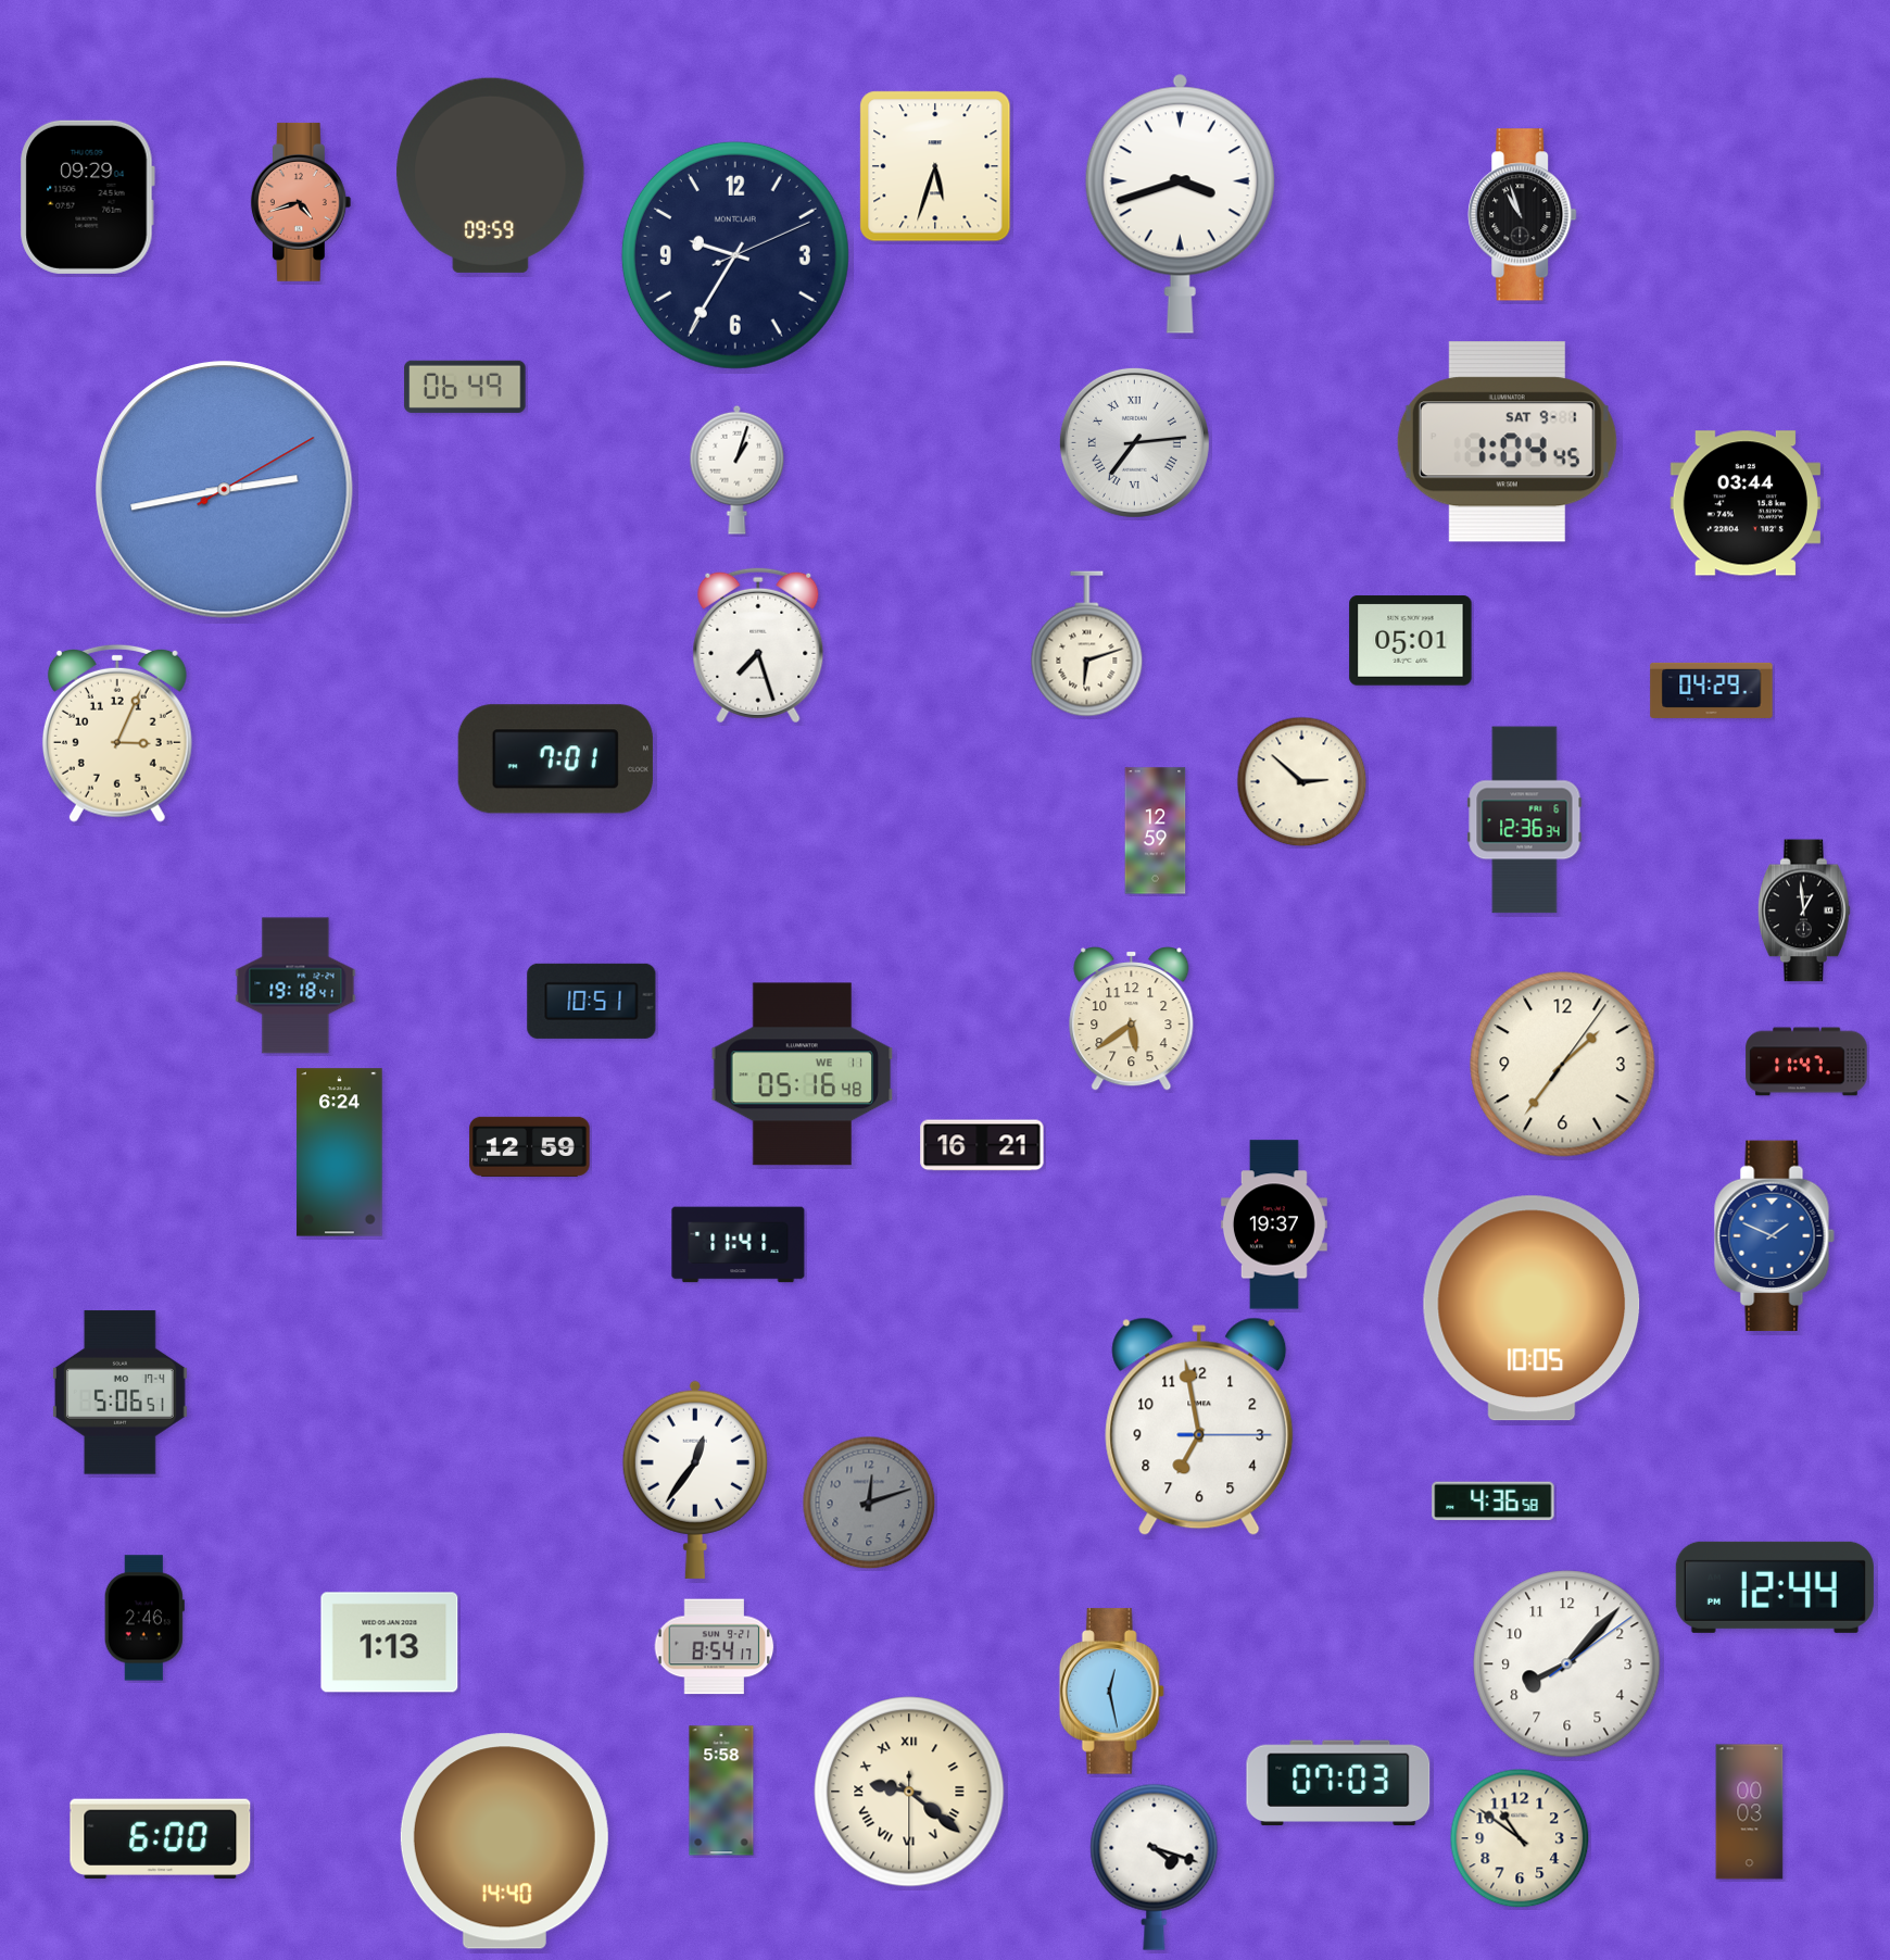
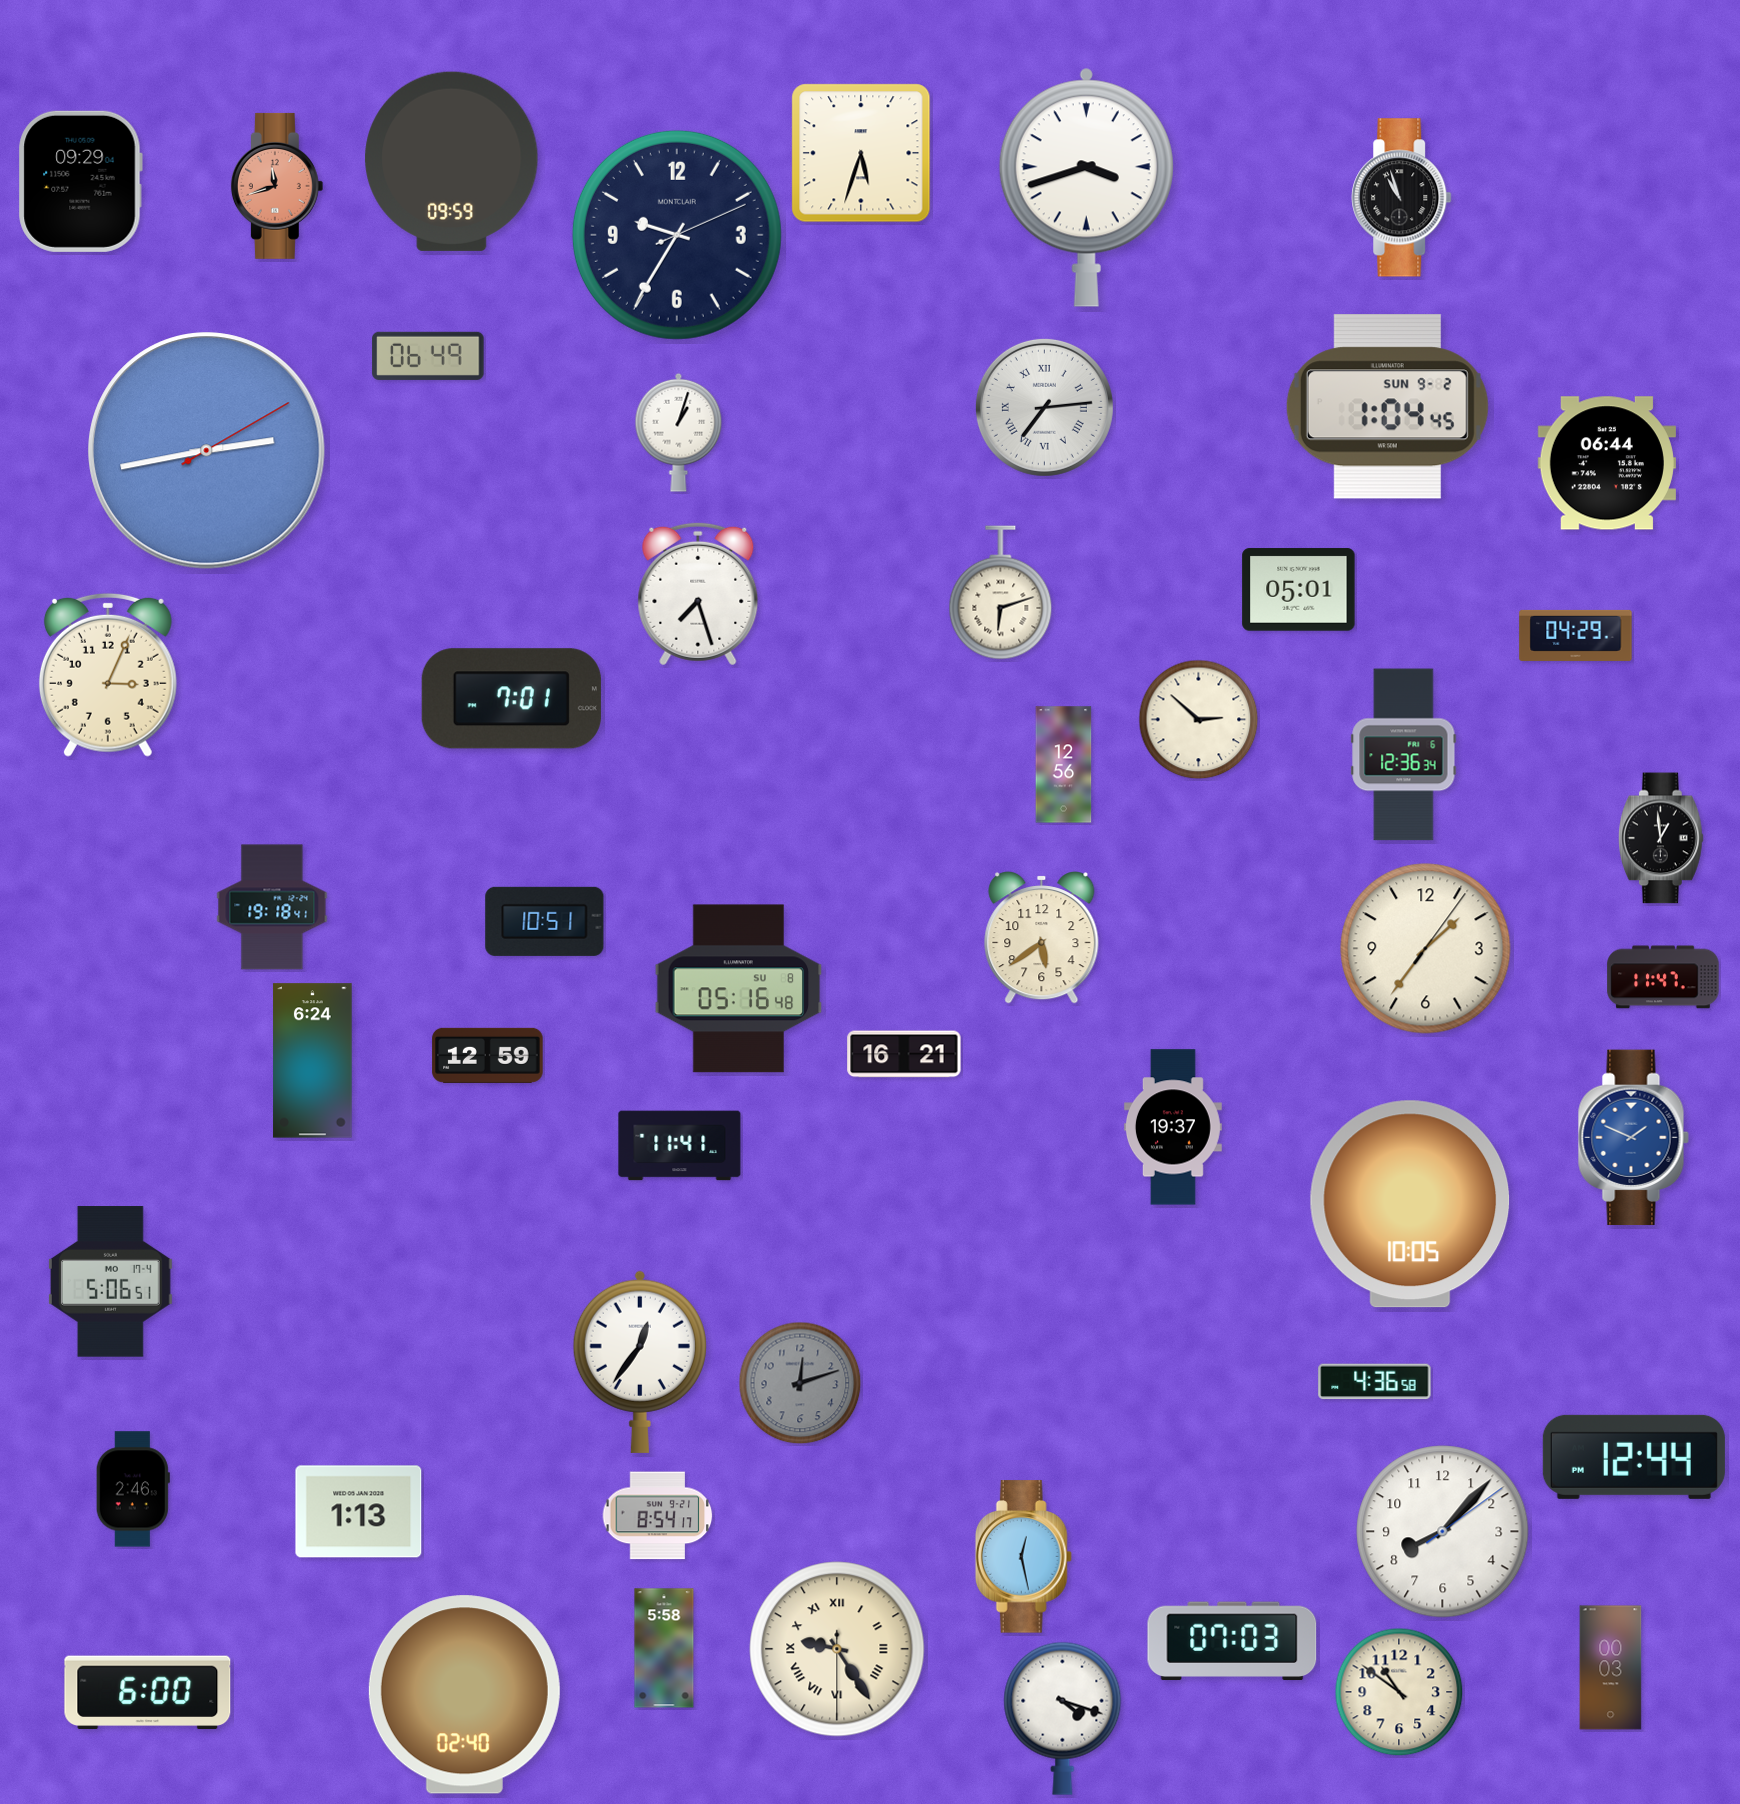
clock at (301, 202): 4:42 -> 11:42
clock at (1507, 442) date: SAT 9-1 -> SUN 9-2
clock at (1746, 503): 03:44 -> 06:44
clock at (1156, 831): 12:59 -> 12:56
clock at (1563, 1065) position: (1563, 1065) -> (1426, 949)
clock at (803, 1075) date: WE 11 -> SU 8
clock at (1199, 1427): 6:58 -> none
clock at (1775, 1587) position: (1775, 1587) -> (1634, 1457)
clock at (909, 1792): 9:21 -> 9:24
clock at (504, 1842): 14:40 -> 02:40
